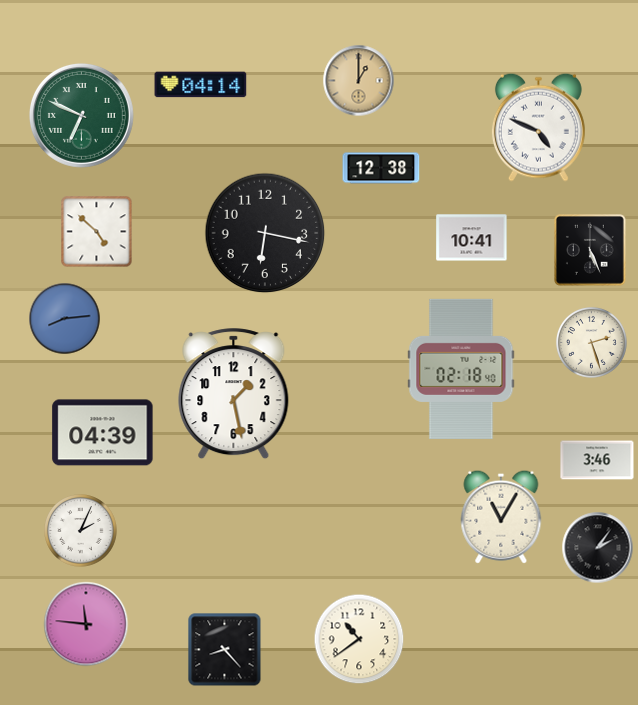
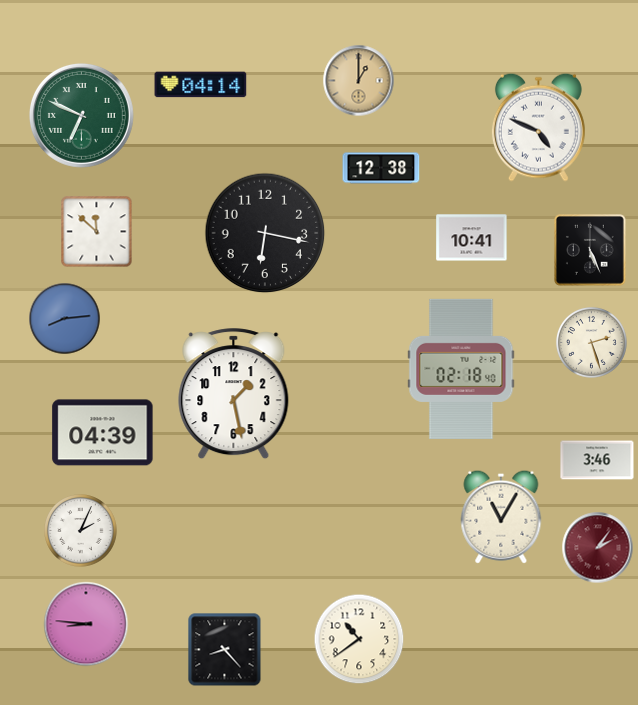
clock at (97, 232): 4:52 -> 11:52
clock at (598, 548) dial: black -> burgundy
clock at (86, 624): 11:46 -> 8:46
